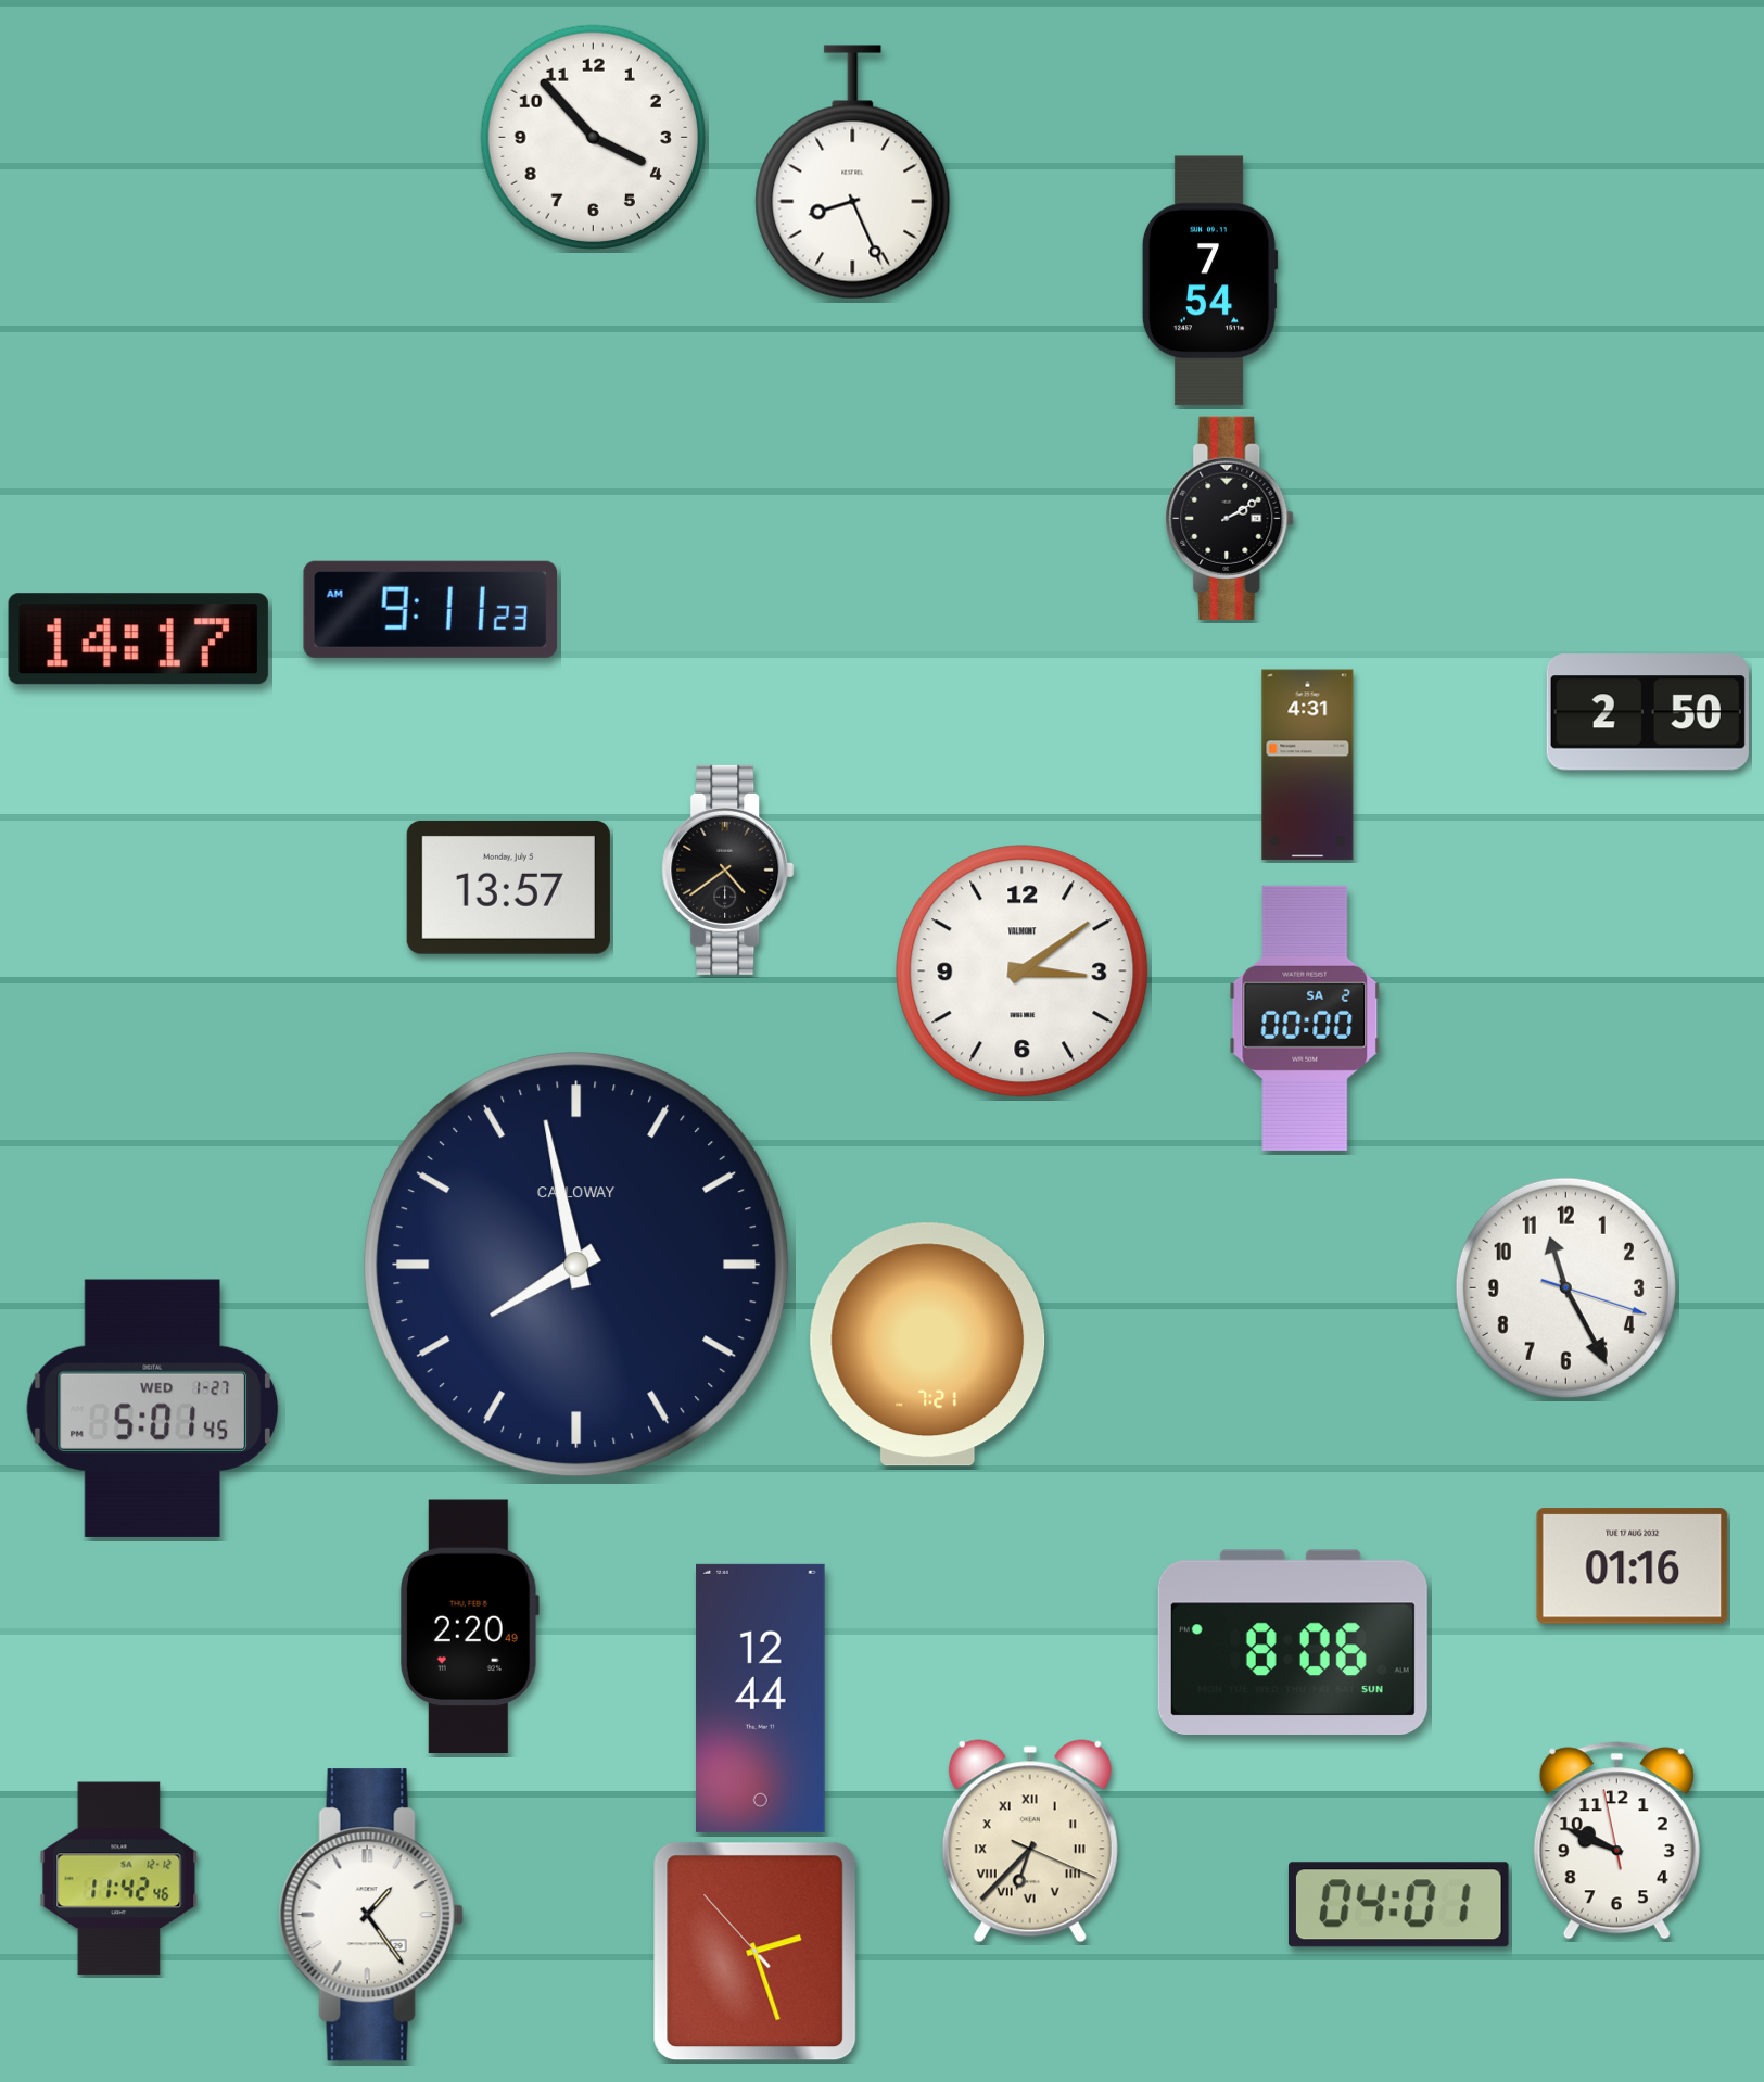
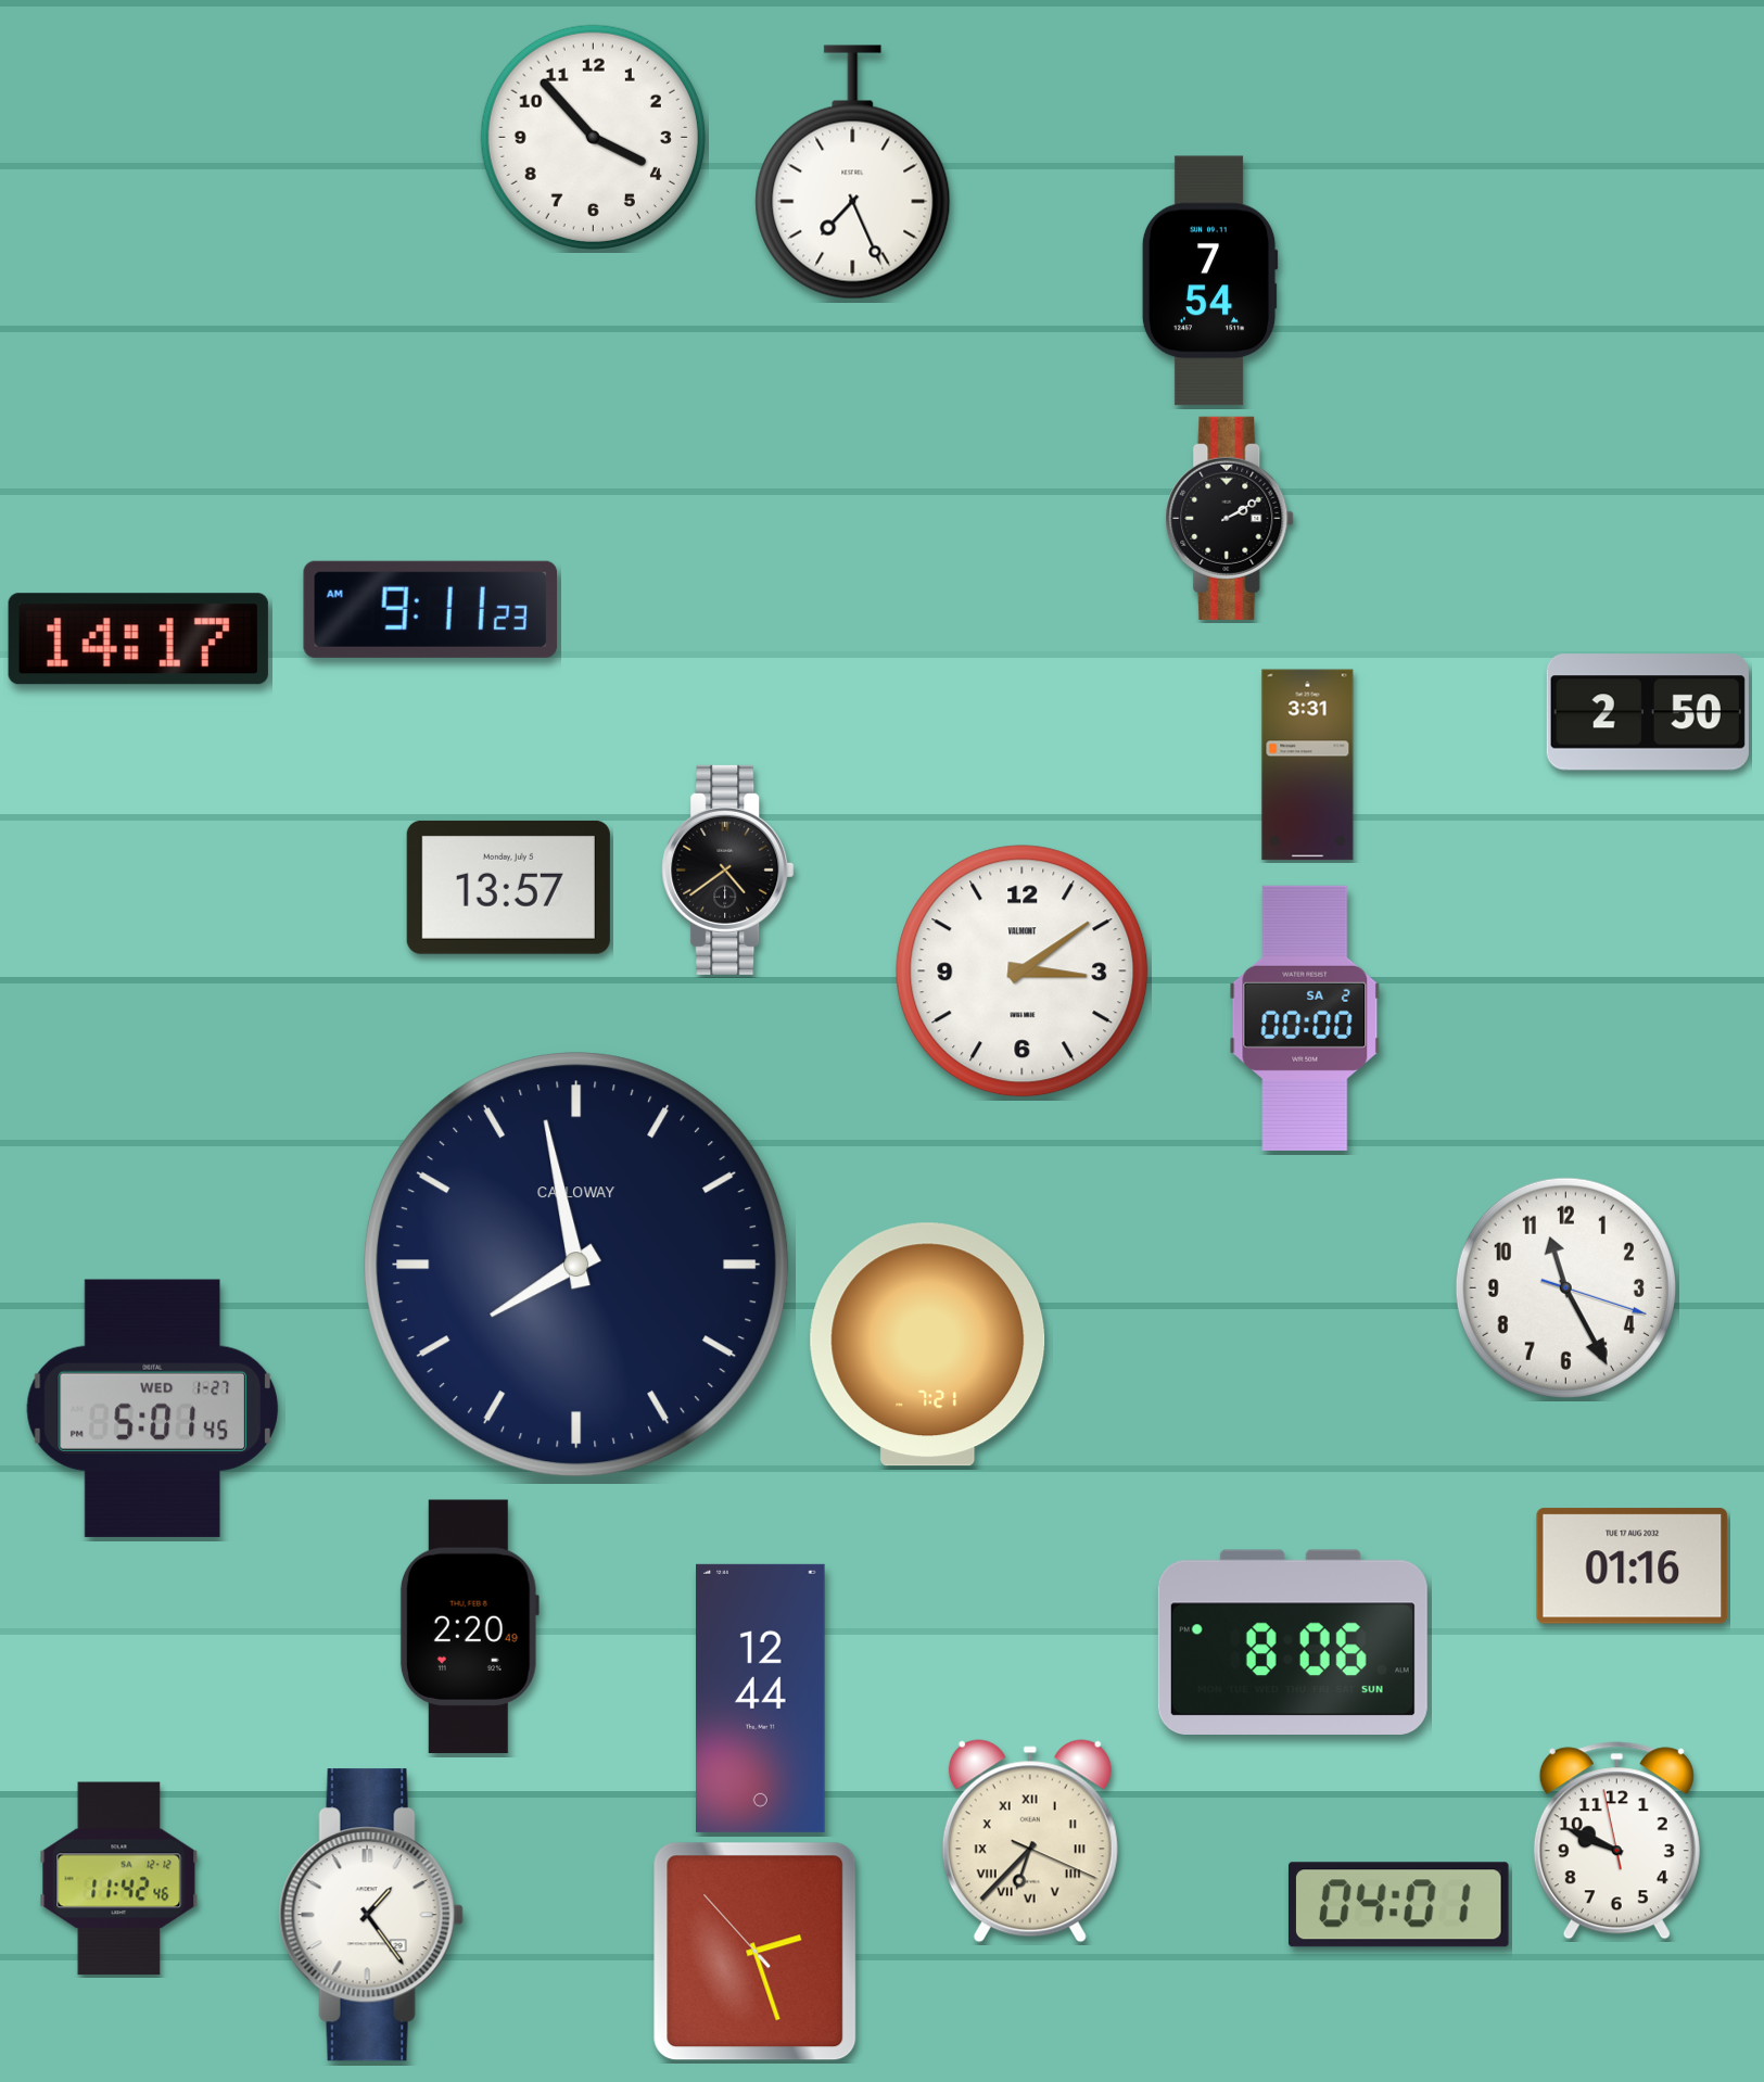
clock at (853, 173): 8:26 -> 7:26
clock at (1308, 765): 4:31 -> 3:31
